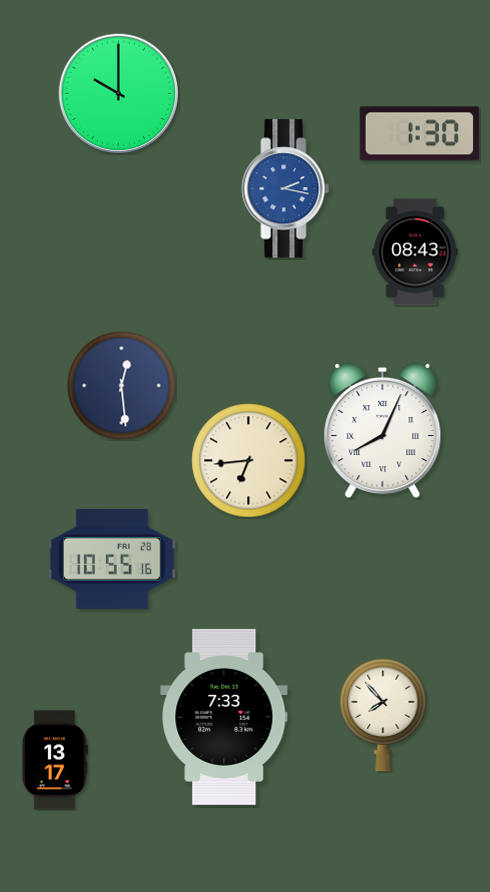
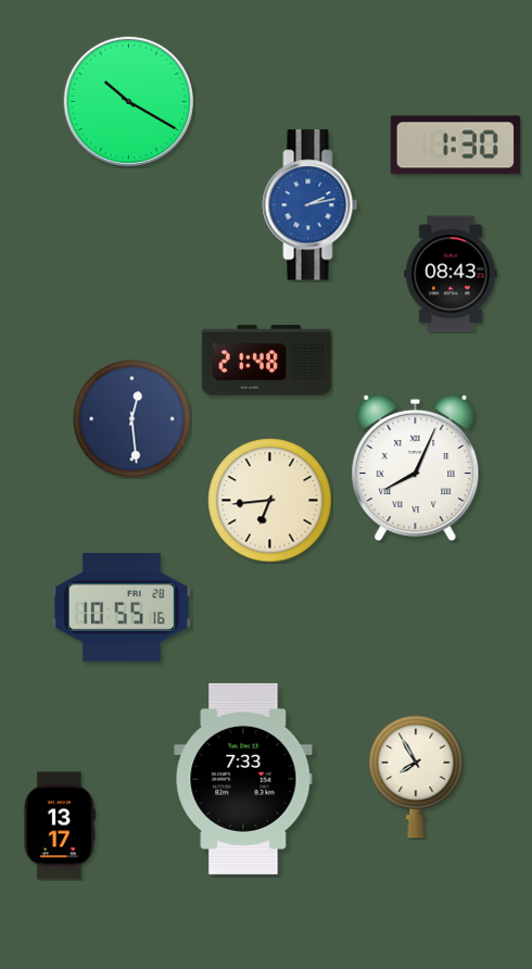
clock at (118, 93): 10:00 -> 10:20
clock at (286, 189): 2:17 -> 2:13
clock at (266, 361): none -> 21:48
clock at (383, 715): 7:53 -> 7:55
